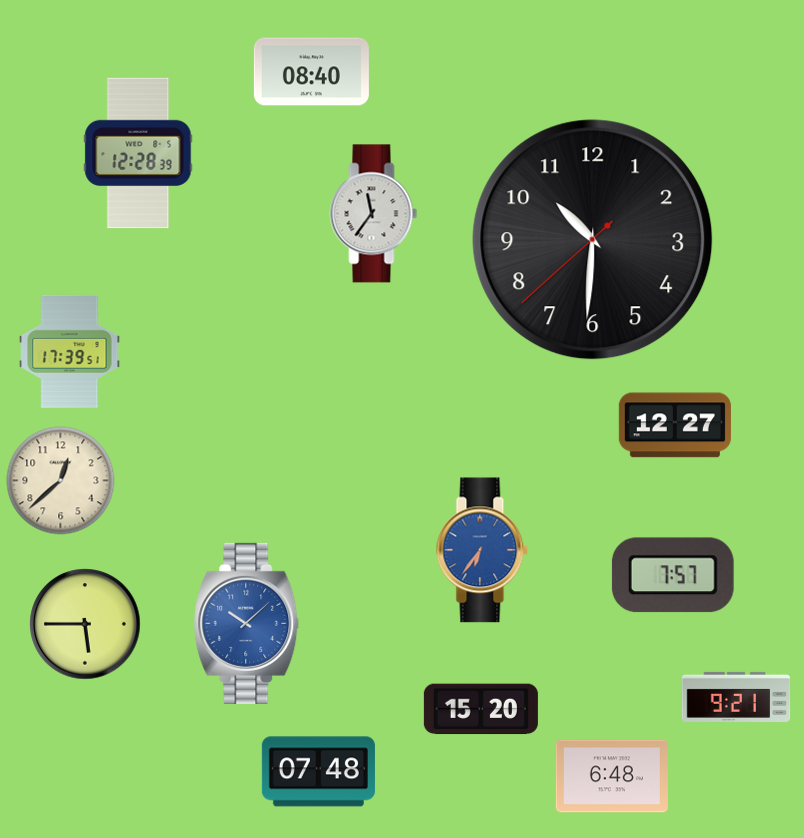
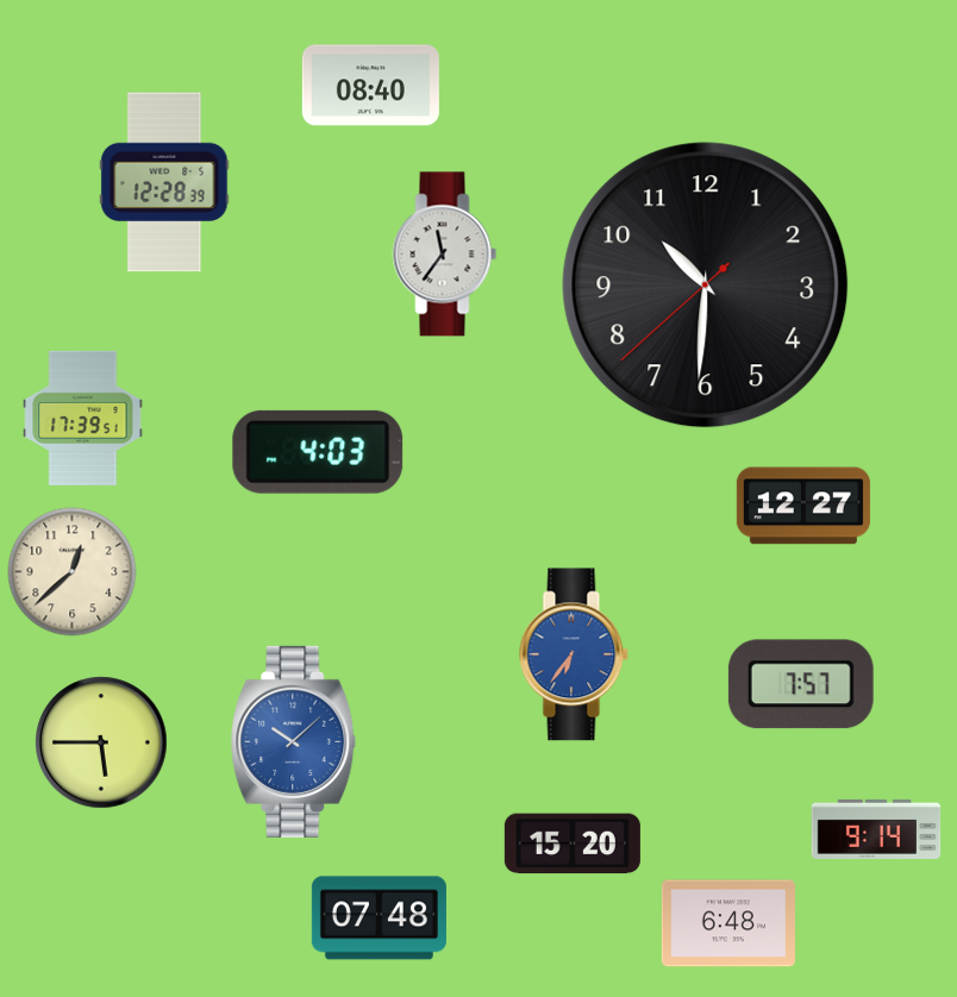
clock at (318, 452): none -> 4:03
clock at (736, 697): 9:21 -> 9:14
